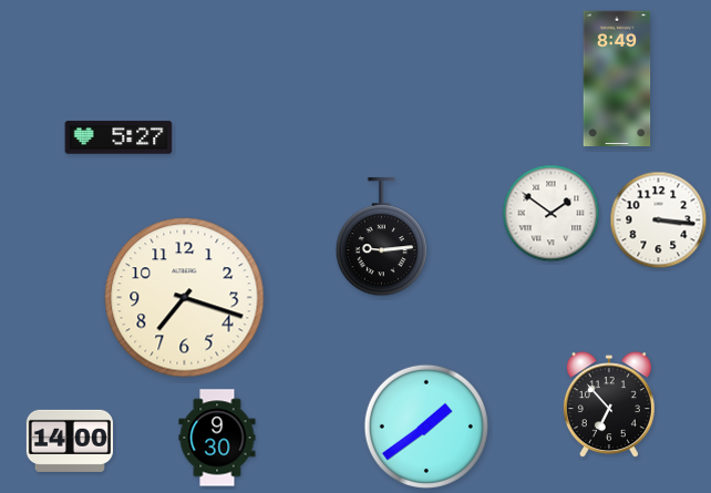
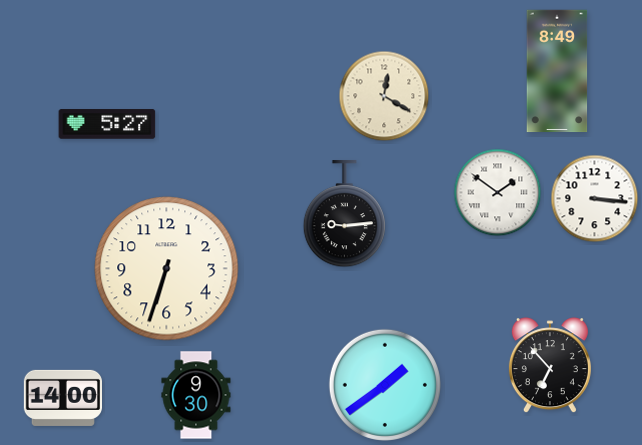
clock at (384, 96): none -> 12:20
clock at (185, 298): 7:18 -> 6:33
